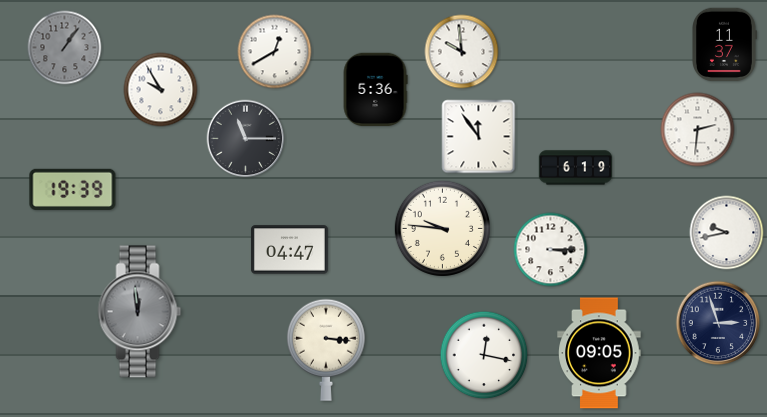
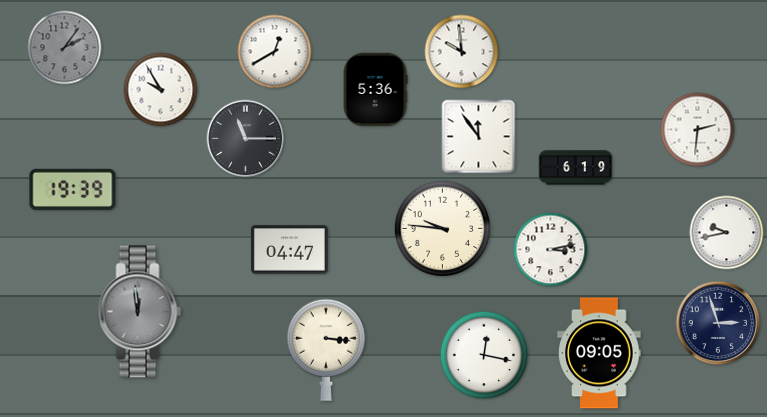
clock at (725, 45): 11:37 -> none
clock at (65, 48): 1:06 -> 2:06
clock at (551, 250): 3:15 -> 3:13
